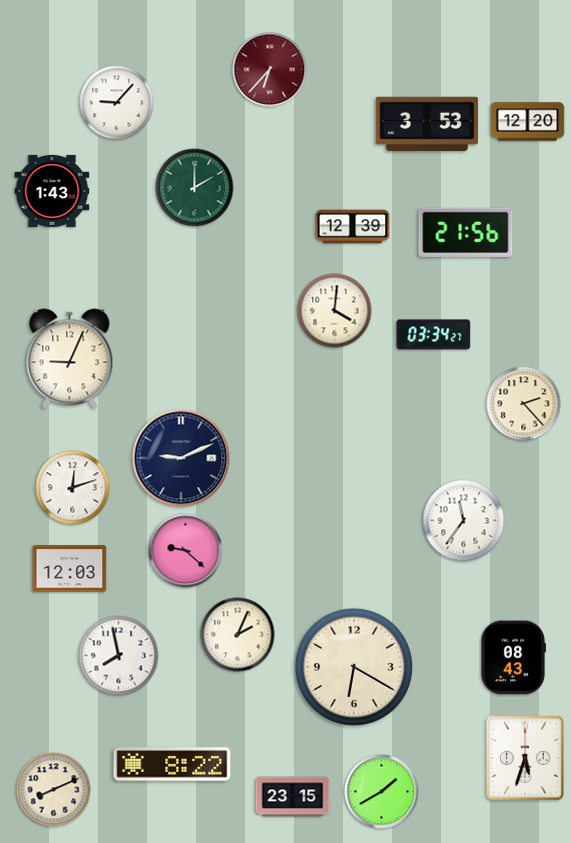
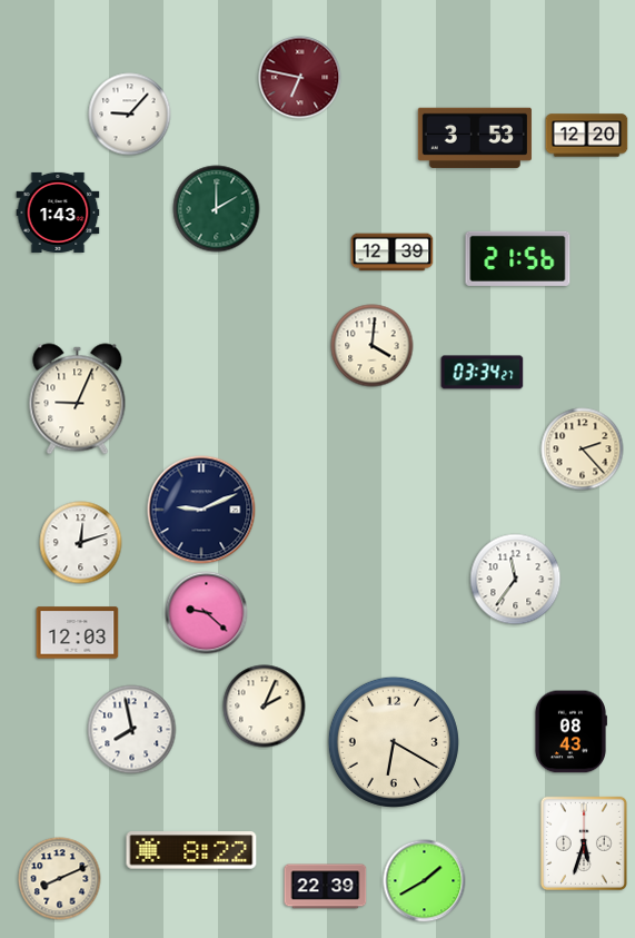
clock at (270, 70): 6:37 -> 6:47
clock at (293, 797): 23:15 -> 22:39
